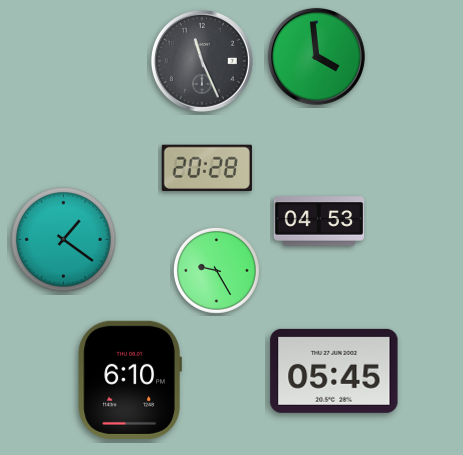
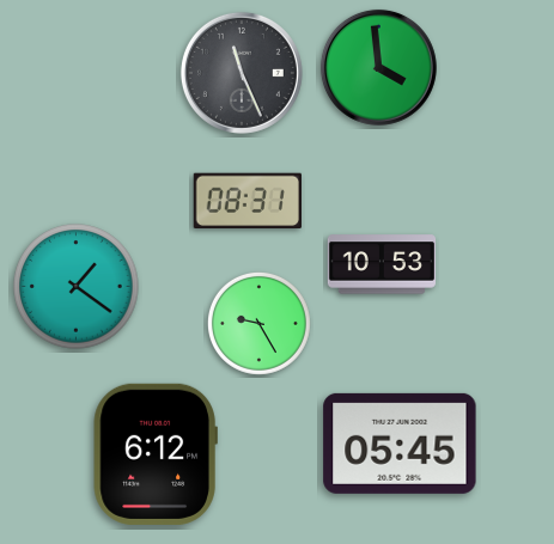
clock at (207, 168): 20:28 -> 08:31
clock at (319, 221): 04:53 -> 10:53
clock at (130, 380): 6:10 -> 6:12
